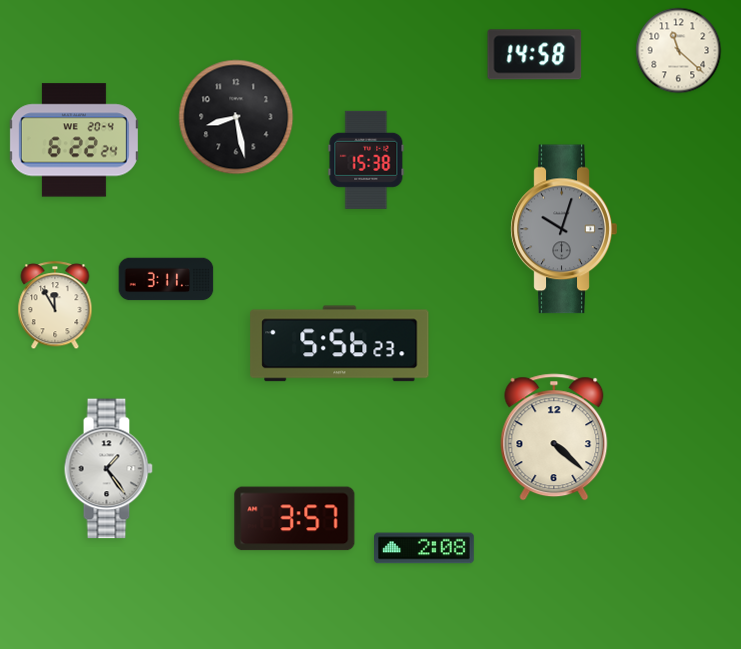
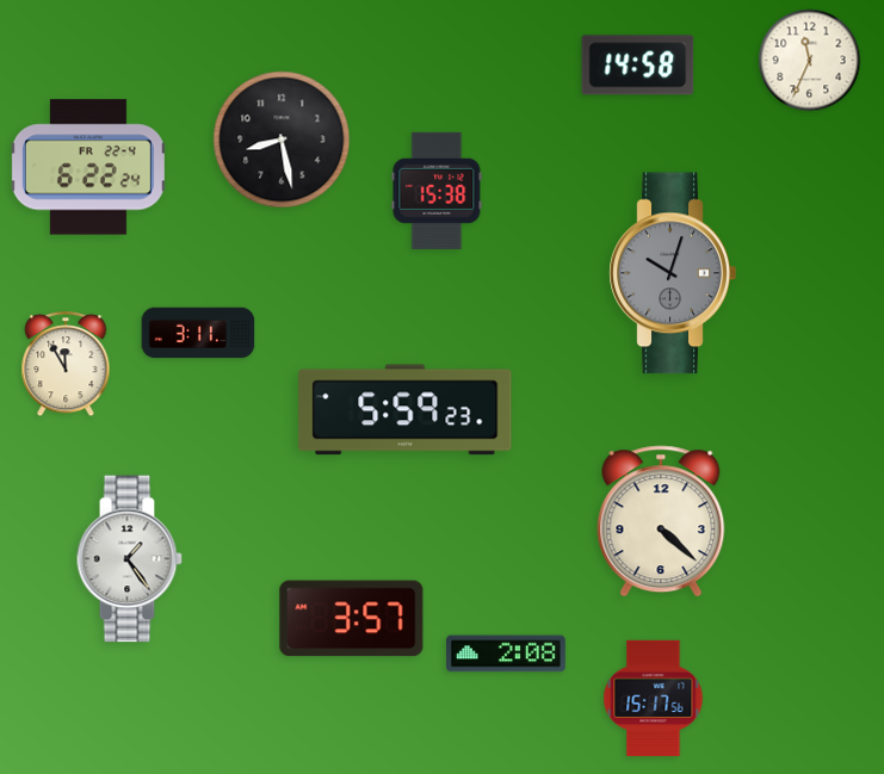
clock at (679, 51): 11:22 -> 11:34
clock at (74, 140) date: WE 20-4 -> FR 22-4
clock at (340, 344): 5:56 -> 5:59
clock at (654, 698): none -> 15:17
